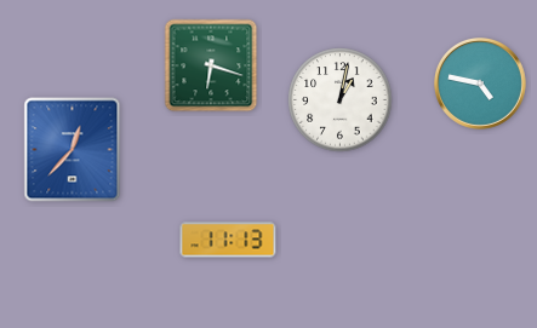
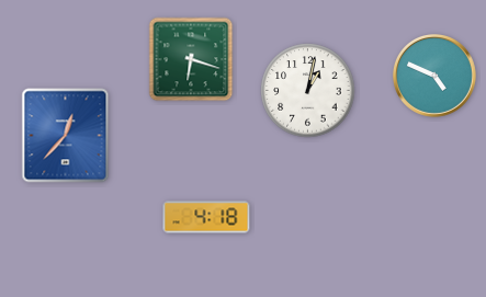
clock at (481, 85): 4:47 -> 4:49
clock at (228, 240): 11:13 -> 4:18
